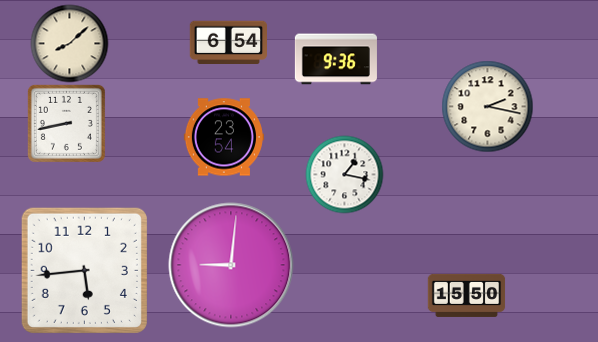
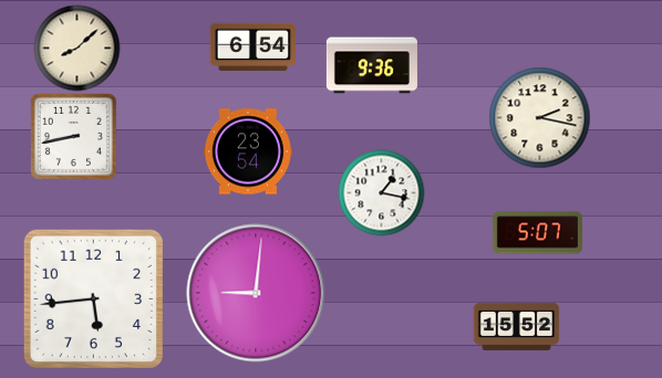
clock at (537, 233): none -> 5:07
clock at (466, 295): 15:50 -> 15:52
